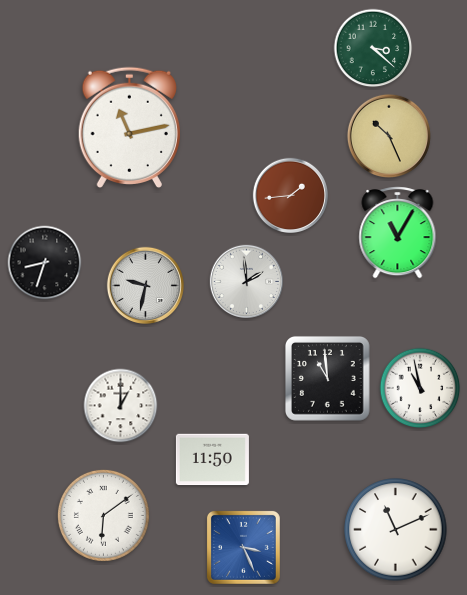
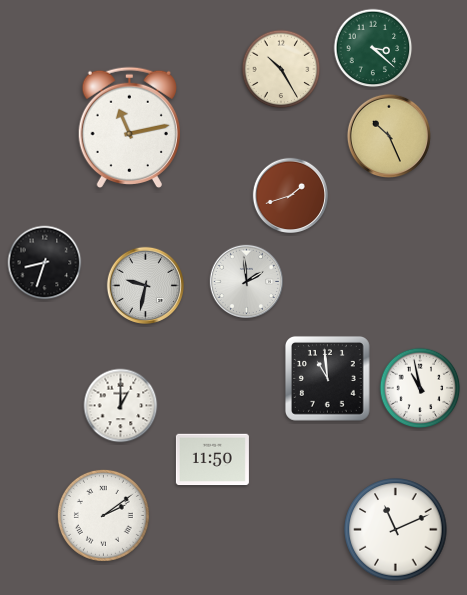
clock at (281, 69): none -> 10:25
clock at (290, 195): 1:44 -> 1:42
clock at (398, 233): 11:05 -> none
clock at (103, 515): 6:09 -> 2:09
clock at (243, 547): 3:26 -> none
